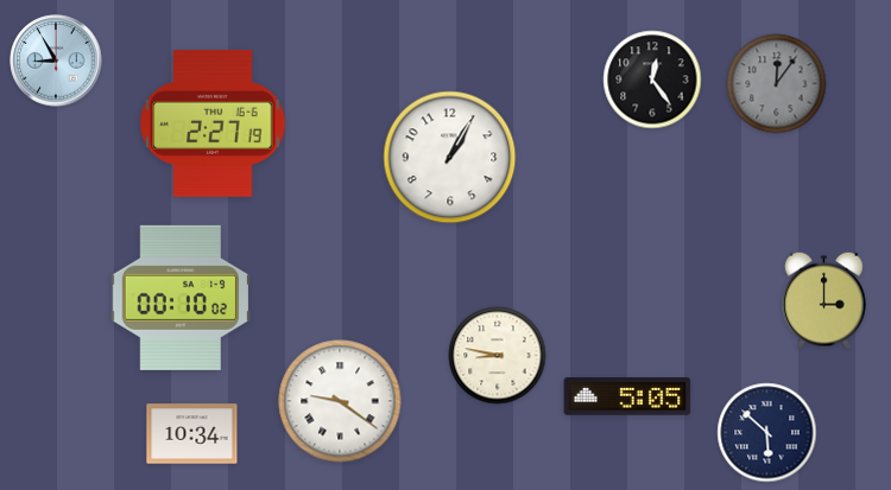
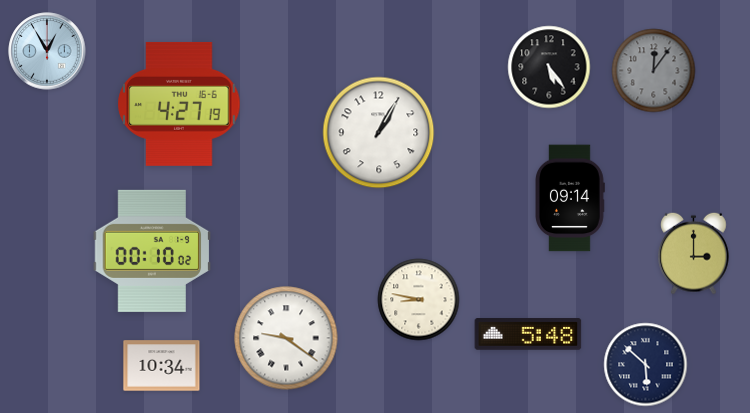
clock at (56, 61): 8:55 -> 12:55
clock at (652, 79): 12:24 -> 5:24
clock at (213, 123): 2:27 -> 4:27
clock at (570, 198): none -> 09:14
clock at (627, 396): 5:05 -> 5:48
